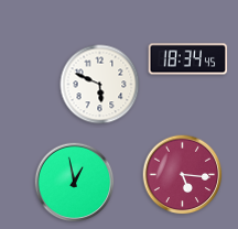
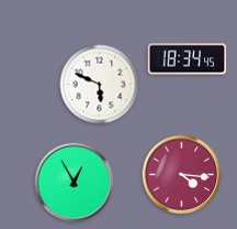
clock at (183, 175): 5:16 -> 4:16
clock at (75, 183): 12:58 -> 12:55
